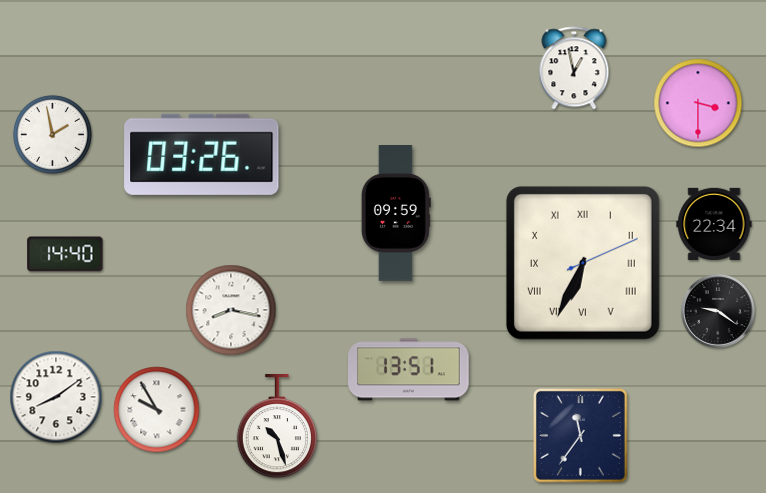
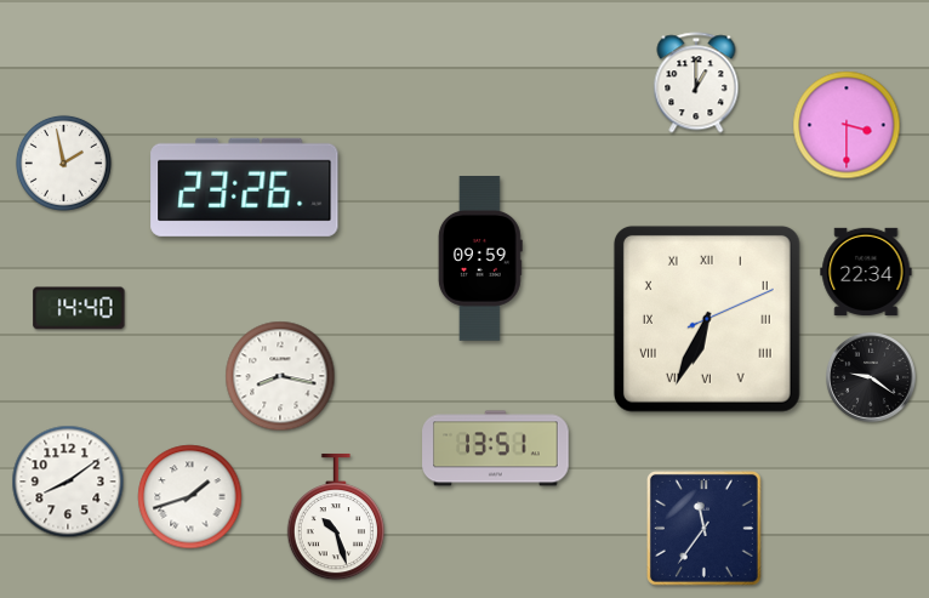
clock at (574, 68): 12:58 -> 1:00
clock at (202, 154): 03:26 -> 23:26
clock at (157, 410): 9:55 -> 1:42
